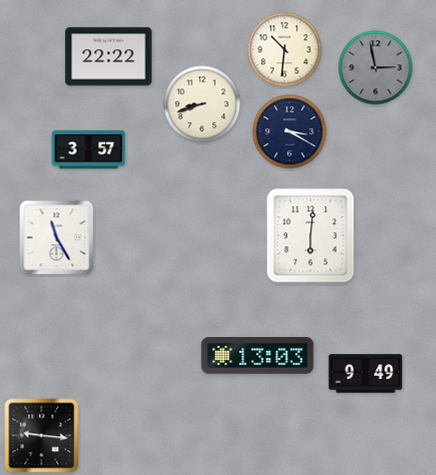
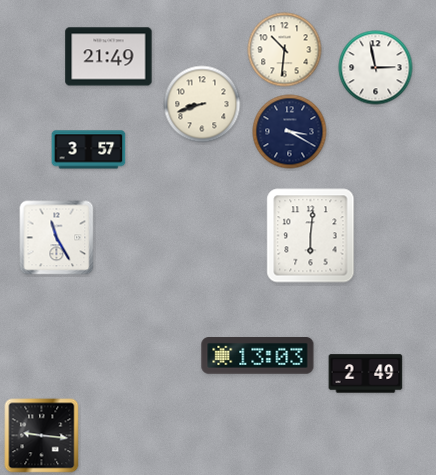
clock at (109, 57): 22:22 -> 21:49
clock at (376, 68) dial: grey -> white
clock at (366, 374): 9:49 -> 2:49
